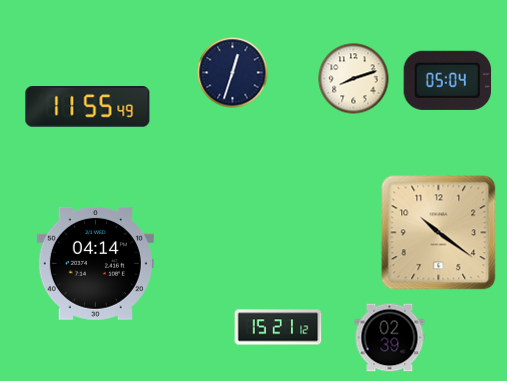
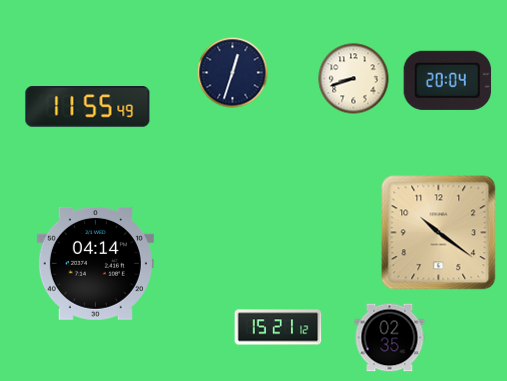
clock at (354, 79): 8:12 -> 8:42
clock at (448, 80): 05:04 -> 20:04
clock at (390, 338): 02:39 -> 02:35
